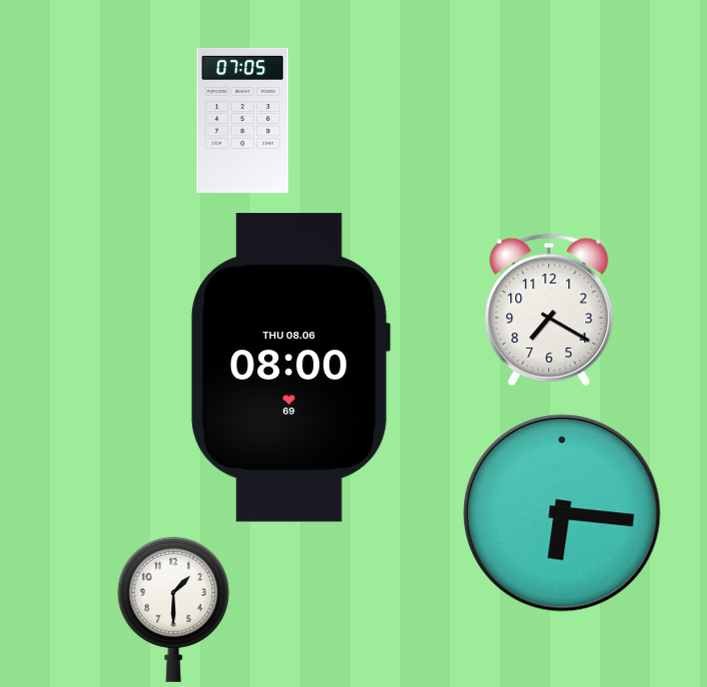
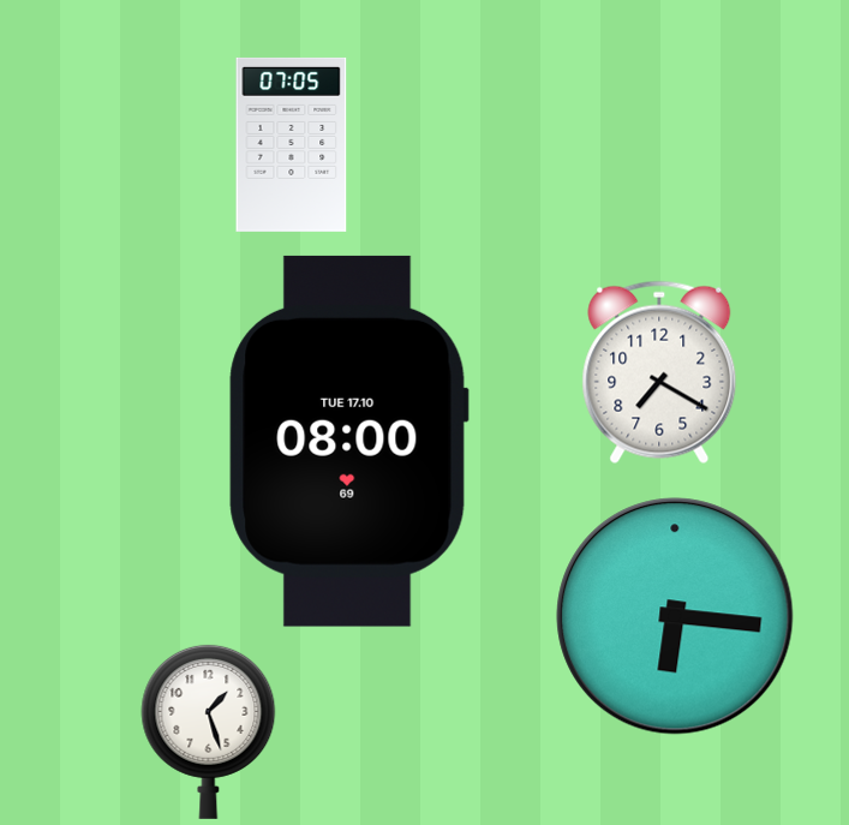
clock at (290, 367) date: THU 08.06 -> TUE 17.10
clock at (174, 609): 1:30 -> 1:27
